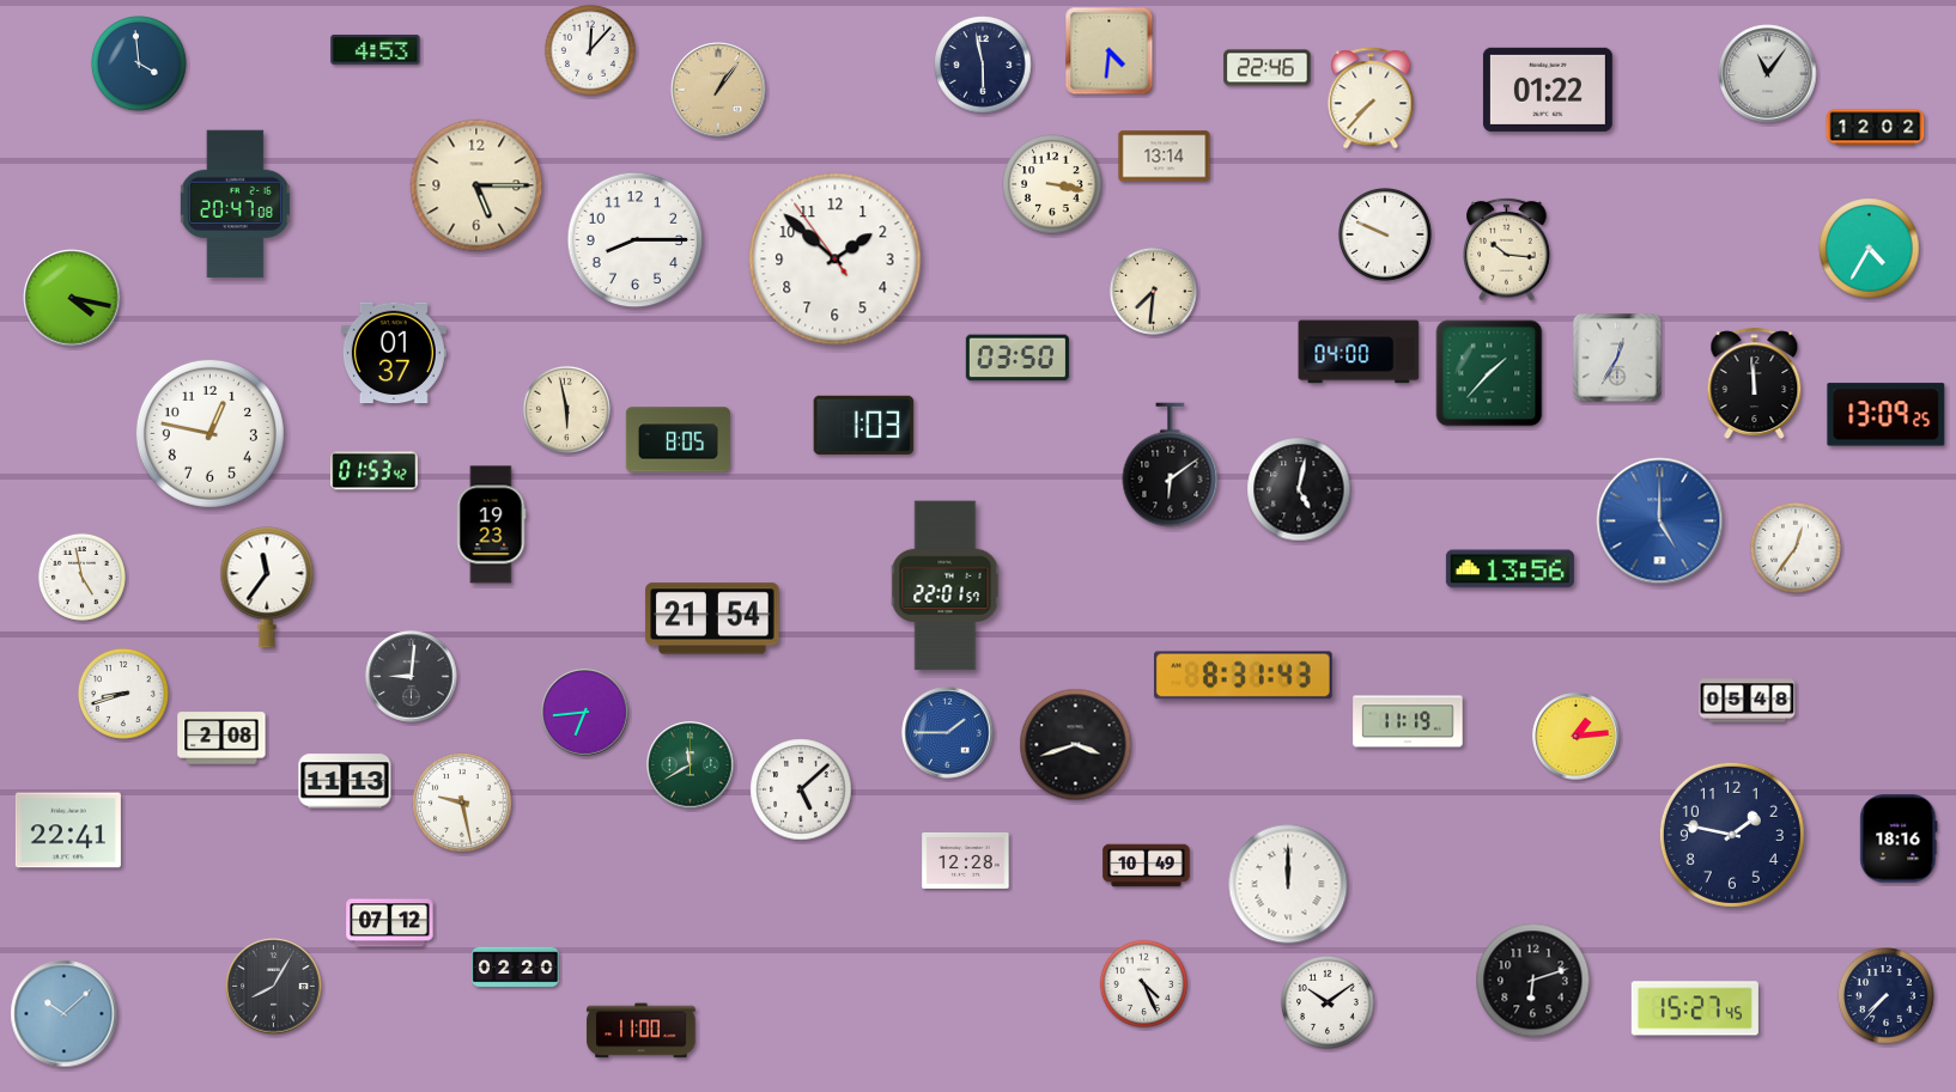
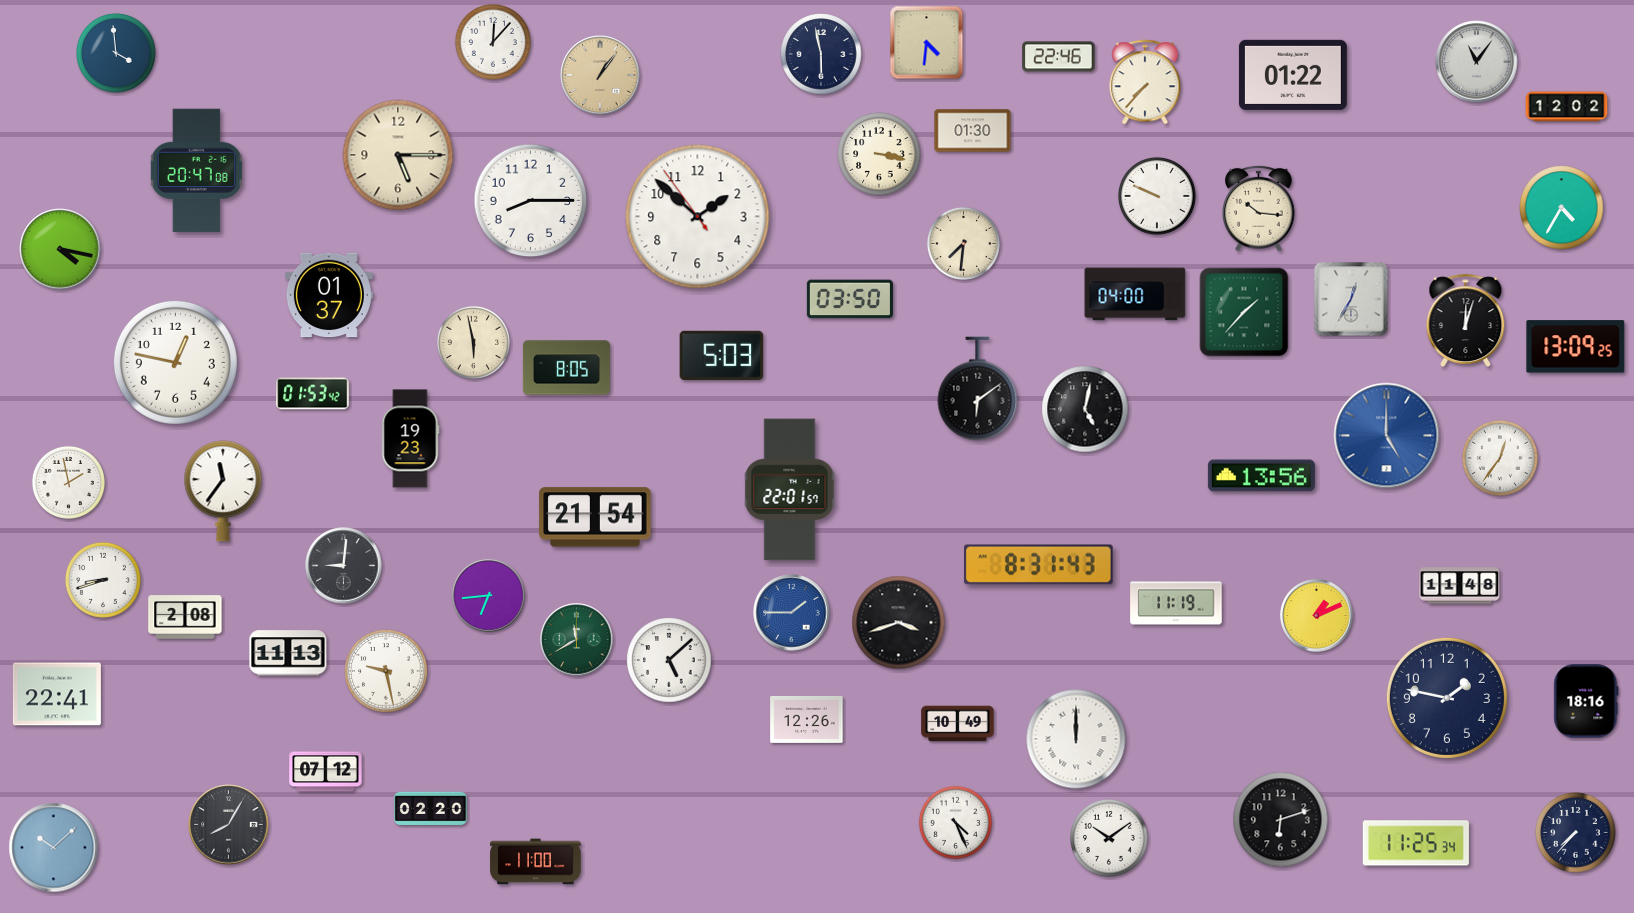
clock at (376, 49): 4:53 -> none
clock at (1165, 157): 13:14 -> 01:30
clock at (1755, 383): 11:59 -> 12:03
clock at (864, 425): 1:03 -> 5:03
clock at (81, 576): 4:58 -> 1:58
clock at (1748, 701): 05:48 -> 11:48
clock at (1577, 737): 1:14 -> 1:11
clock at (966, 860): 12:28 -> 12:26
clock at (1695, 1008): 15:27 -> 11:25
